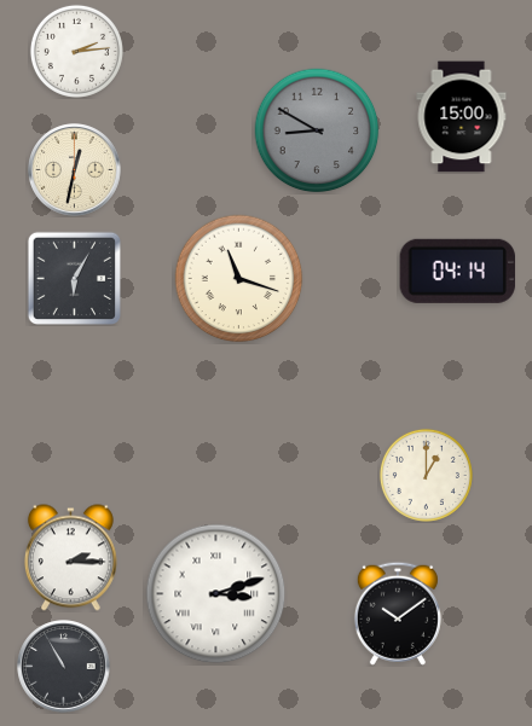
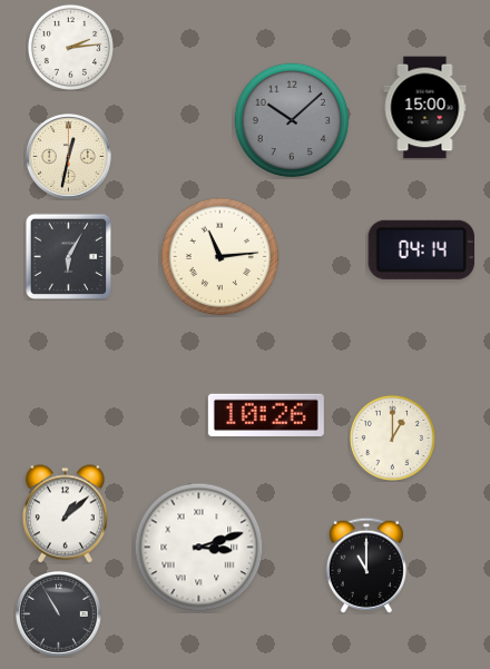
clock at (317, 130): 8:50 -> 10:08
clock at (239, 279): 11:18 -> 11:14
clock at (266, 415): none -> 10:26
clock at (70, 558): 2:15 -> 1:08
clock at (398, 614): 10:09 -> 11:00
